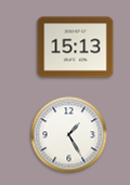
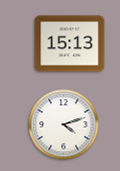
clock at (69, 135): 1:25 -> 4:12
